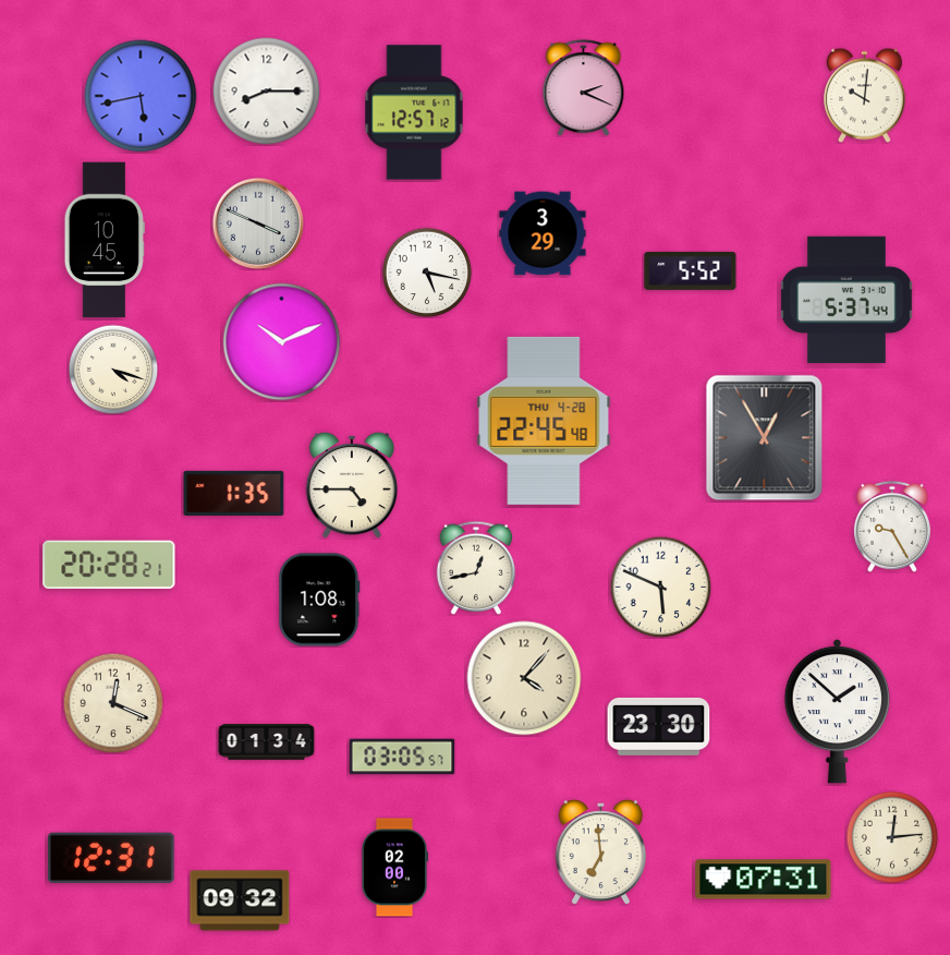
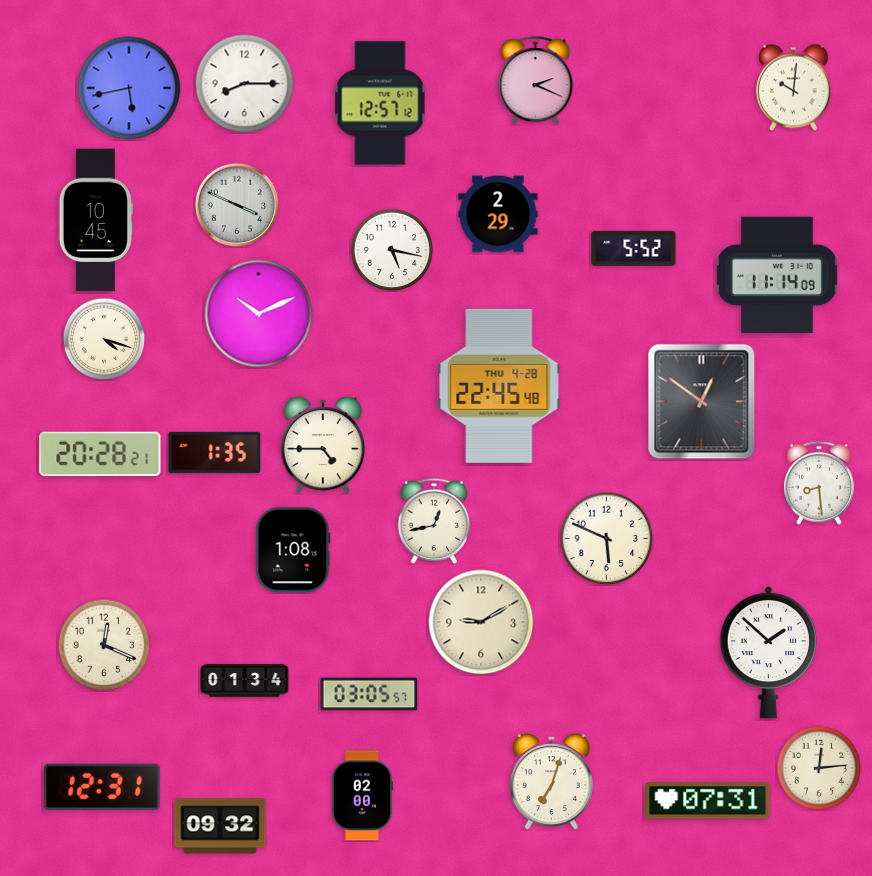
clock at (543, 233): 3:29 -> 2:29
clock at (847, 299): 5:37 -> 11:14
clock at (765, 438): 12:55 -> 12:51
clock at (892, 527): 9:25 -> 8:29
clock at (109, 565) position: (109, 565) -> (100, 454)
clock at (475, 568) position: (475, 568) -> (433, 521)
clock at (524, 678): 4:07 -> 9:10
clock at (659, 726): 23:30 -> none
clock at (600, 853): 6:59 -> 7:03
clock at (764, 880) position: (764, 880) -> (708, 801)
